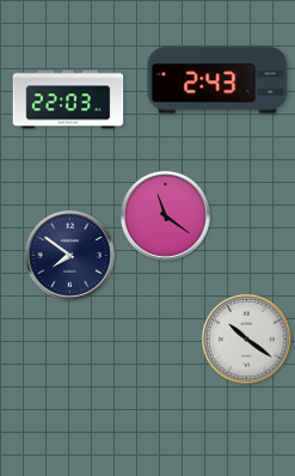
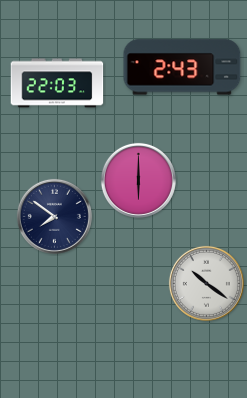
clock at (165, 215): 11:21 -> 6:00
clock at (69, 255) position: (69, 255) -> (54, 216)
